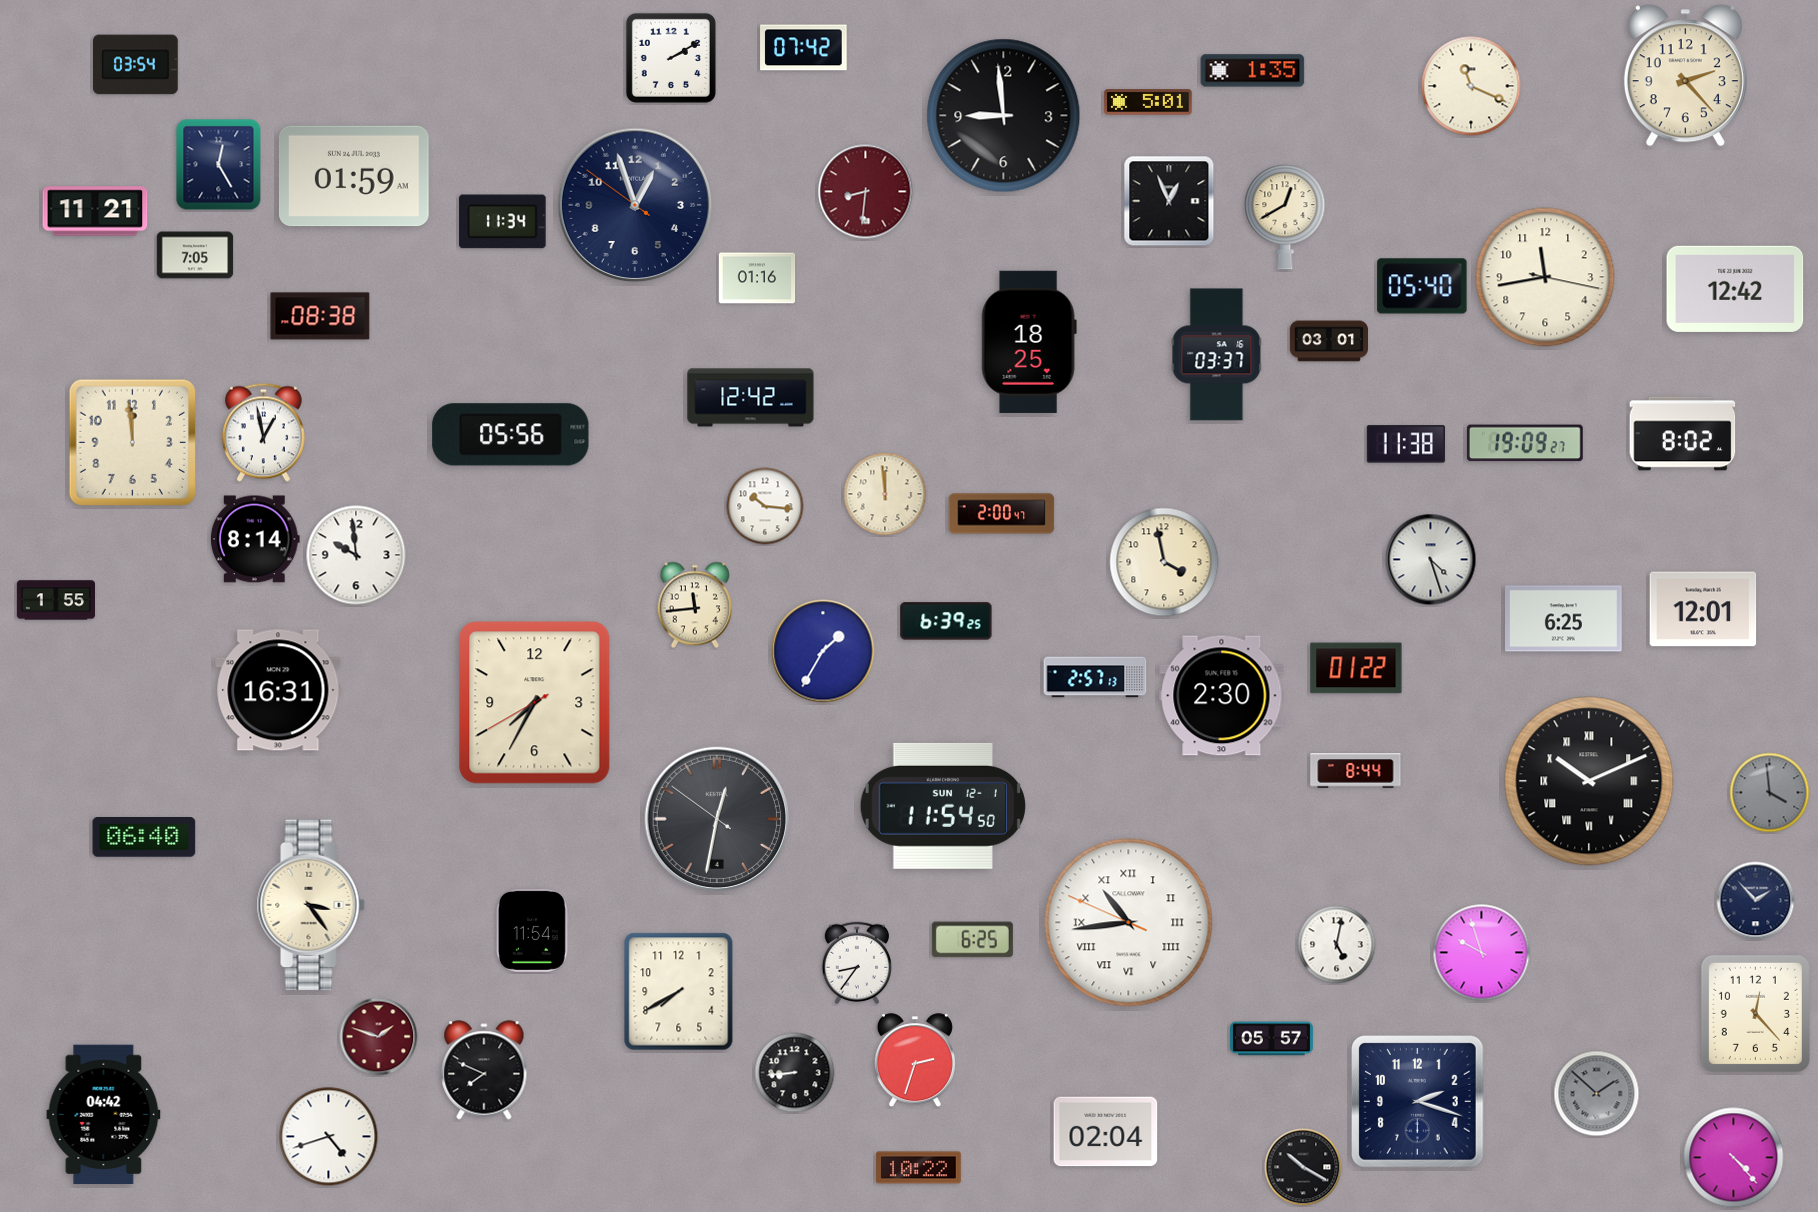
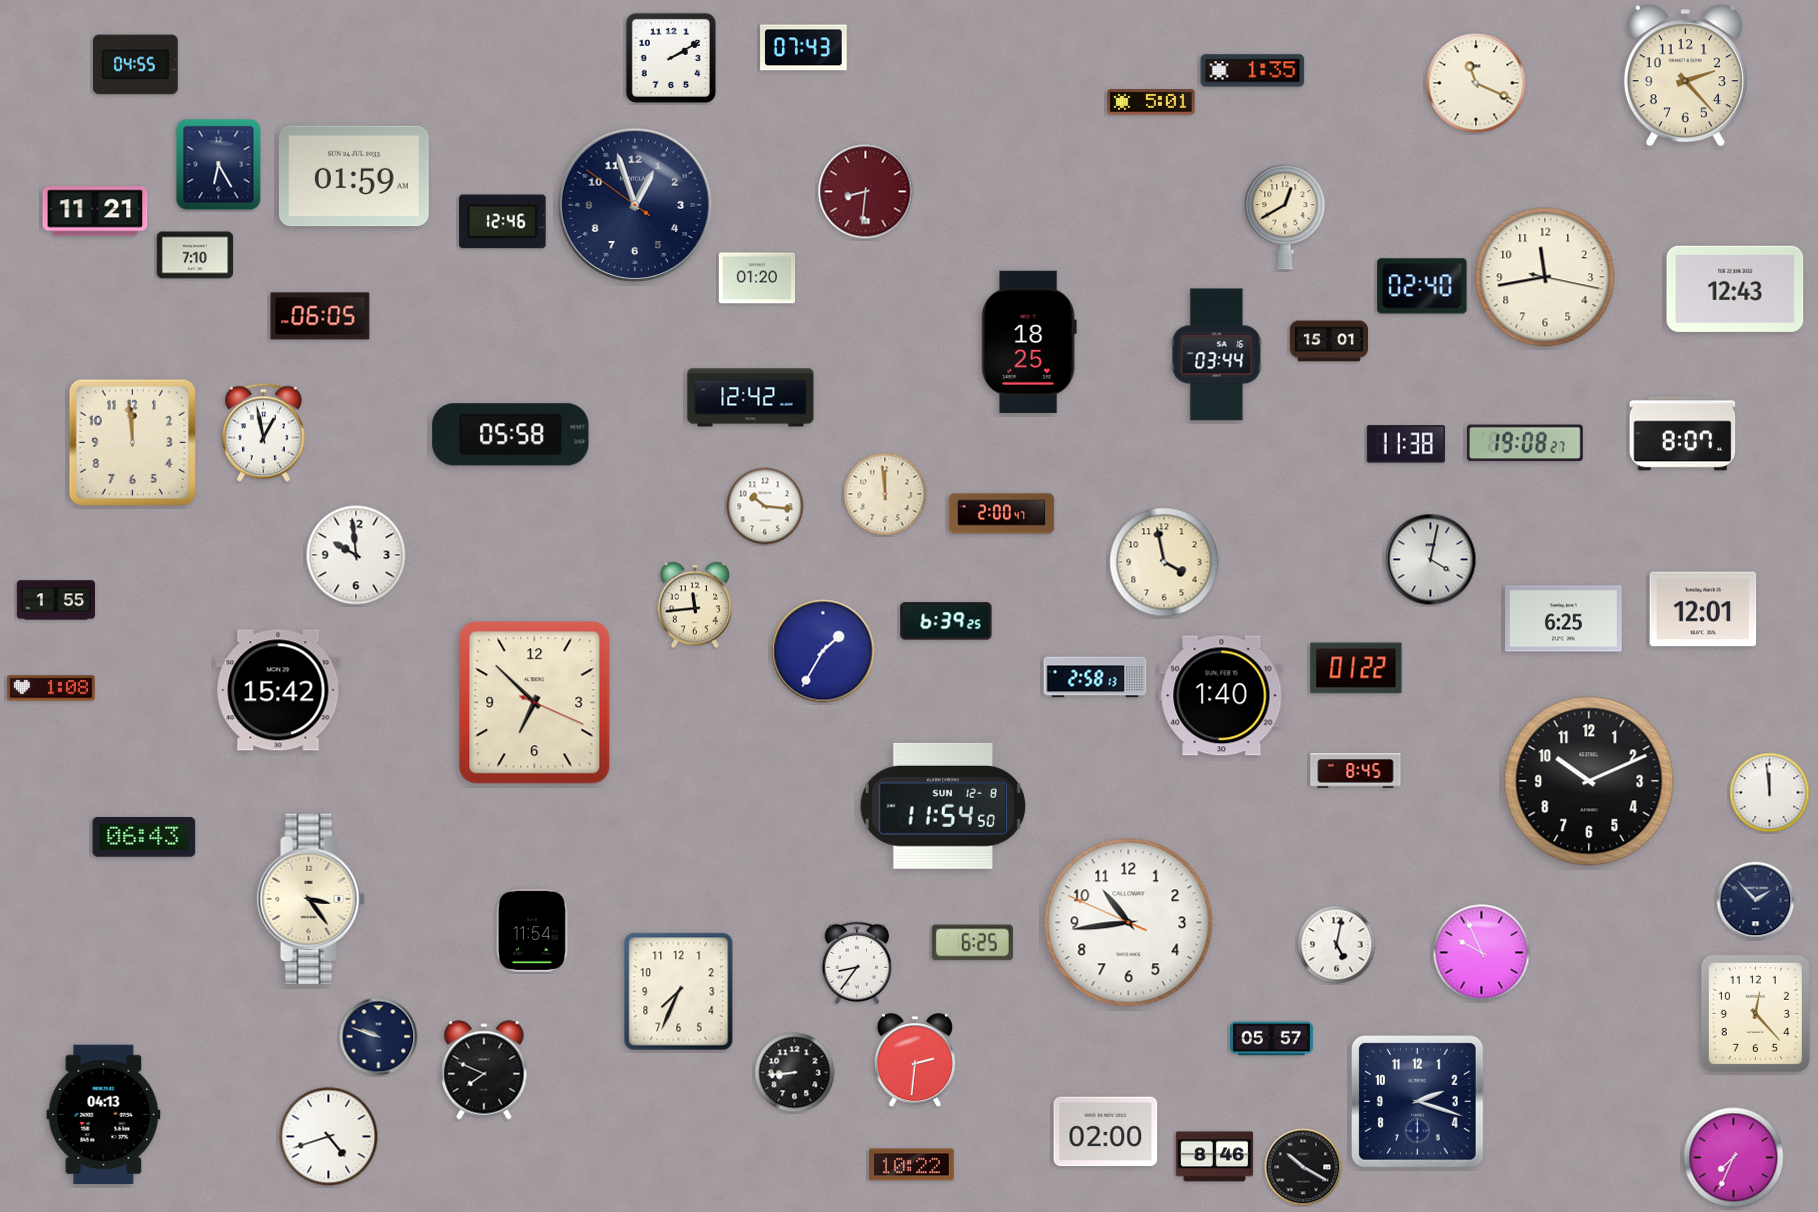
clock at (804, 48): 07:42 -> 07:43
clock at (136, 65): 03:54 -> 04:55
clock at (1471, 86) position: (1471, 86) -> (1476, 83)
clock at (1148, 102) position: (1148, 102) -> (1151, 102)
clock at (1004, 116): 8:59 -> none
clock at (219, 165): 12:25 -> 6:25
clock at (1169, 201): 12:56 -> none
clock at (503, 222): 11:34 -> 12:46
clock at (195, 255): 7:05 -> 7:10
clock at (757, 278): 01:16 -> 01:20
clock at (1422, 286): 05:40 -> 02:40
clock at (1735, 289): 12:42 -> 12:43
clock at (320, 316): 08:38 -> 06:05
clock at (1328, 341): 03:01 -> 15:01
clock at (1217, 355): 03:37 -> 03:44
clock at (1683, 434): 8:02 -> 8:07
clock at (511, 435): 05:56 -> 05:58
clock at (1525, 443): 19:09 -> 19:08
clock at (255, 539): 8:14 -> none
clock at (1431, 560): 4:27 -> 4:02
clock at (1095, 677): 2:57 -> 2:58
clock at (51, 688): none -> 1:08
clock at (278, 690): 16:31 -> 15:42
clock at (1222, 696): 2:30 -> 1:40
clock at (535, 703): 7:34 -> 6:52
clock at (1356, 771): 8:44 -> 8:45
clock at (1589, 781) numerals: Roman -> Arabic
clock at (1770, 793): 3:59 -> 11:59
clock at (1770, 793) dial: grey -> white
clock at (943, 806) date: SUN 12-1 -> SUN 12-8
clock at (717, 819): 12:31 -> none
clock at (144, 838): 06:40 -> 06:43
clock at (311, 905) position: (311, 905) -> (311, 899)
clock at (1129, 923) numerals: Roman -> Arabic
clock at (972, 940) position: (972, 940) -> (972, 943)
clock at (1482, 953): 9:57 -> 9:56
clock at (679, 992): 7:40 -> 7:34
clock at (379, 1037): 1:48 -> 9:48
clock at (379, 1037) dial: burgundy -> navy
clock at (915, 1061): 2:33 -> 2:31
clock at (1597, 1094): 1:52 -> none
clock at (104, 1115): 04:42 -> 04:13
clock at (1106, 1132): 02:04 -> 02:00
clock at (1215, 1157): none -> 8:46
clock at (1734, 1158): 4:23 -> 7:34
clock at (919, 1168) position: (919, 1168) -> (912, 1165)
